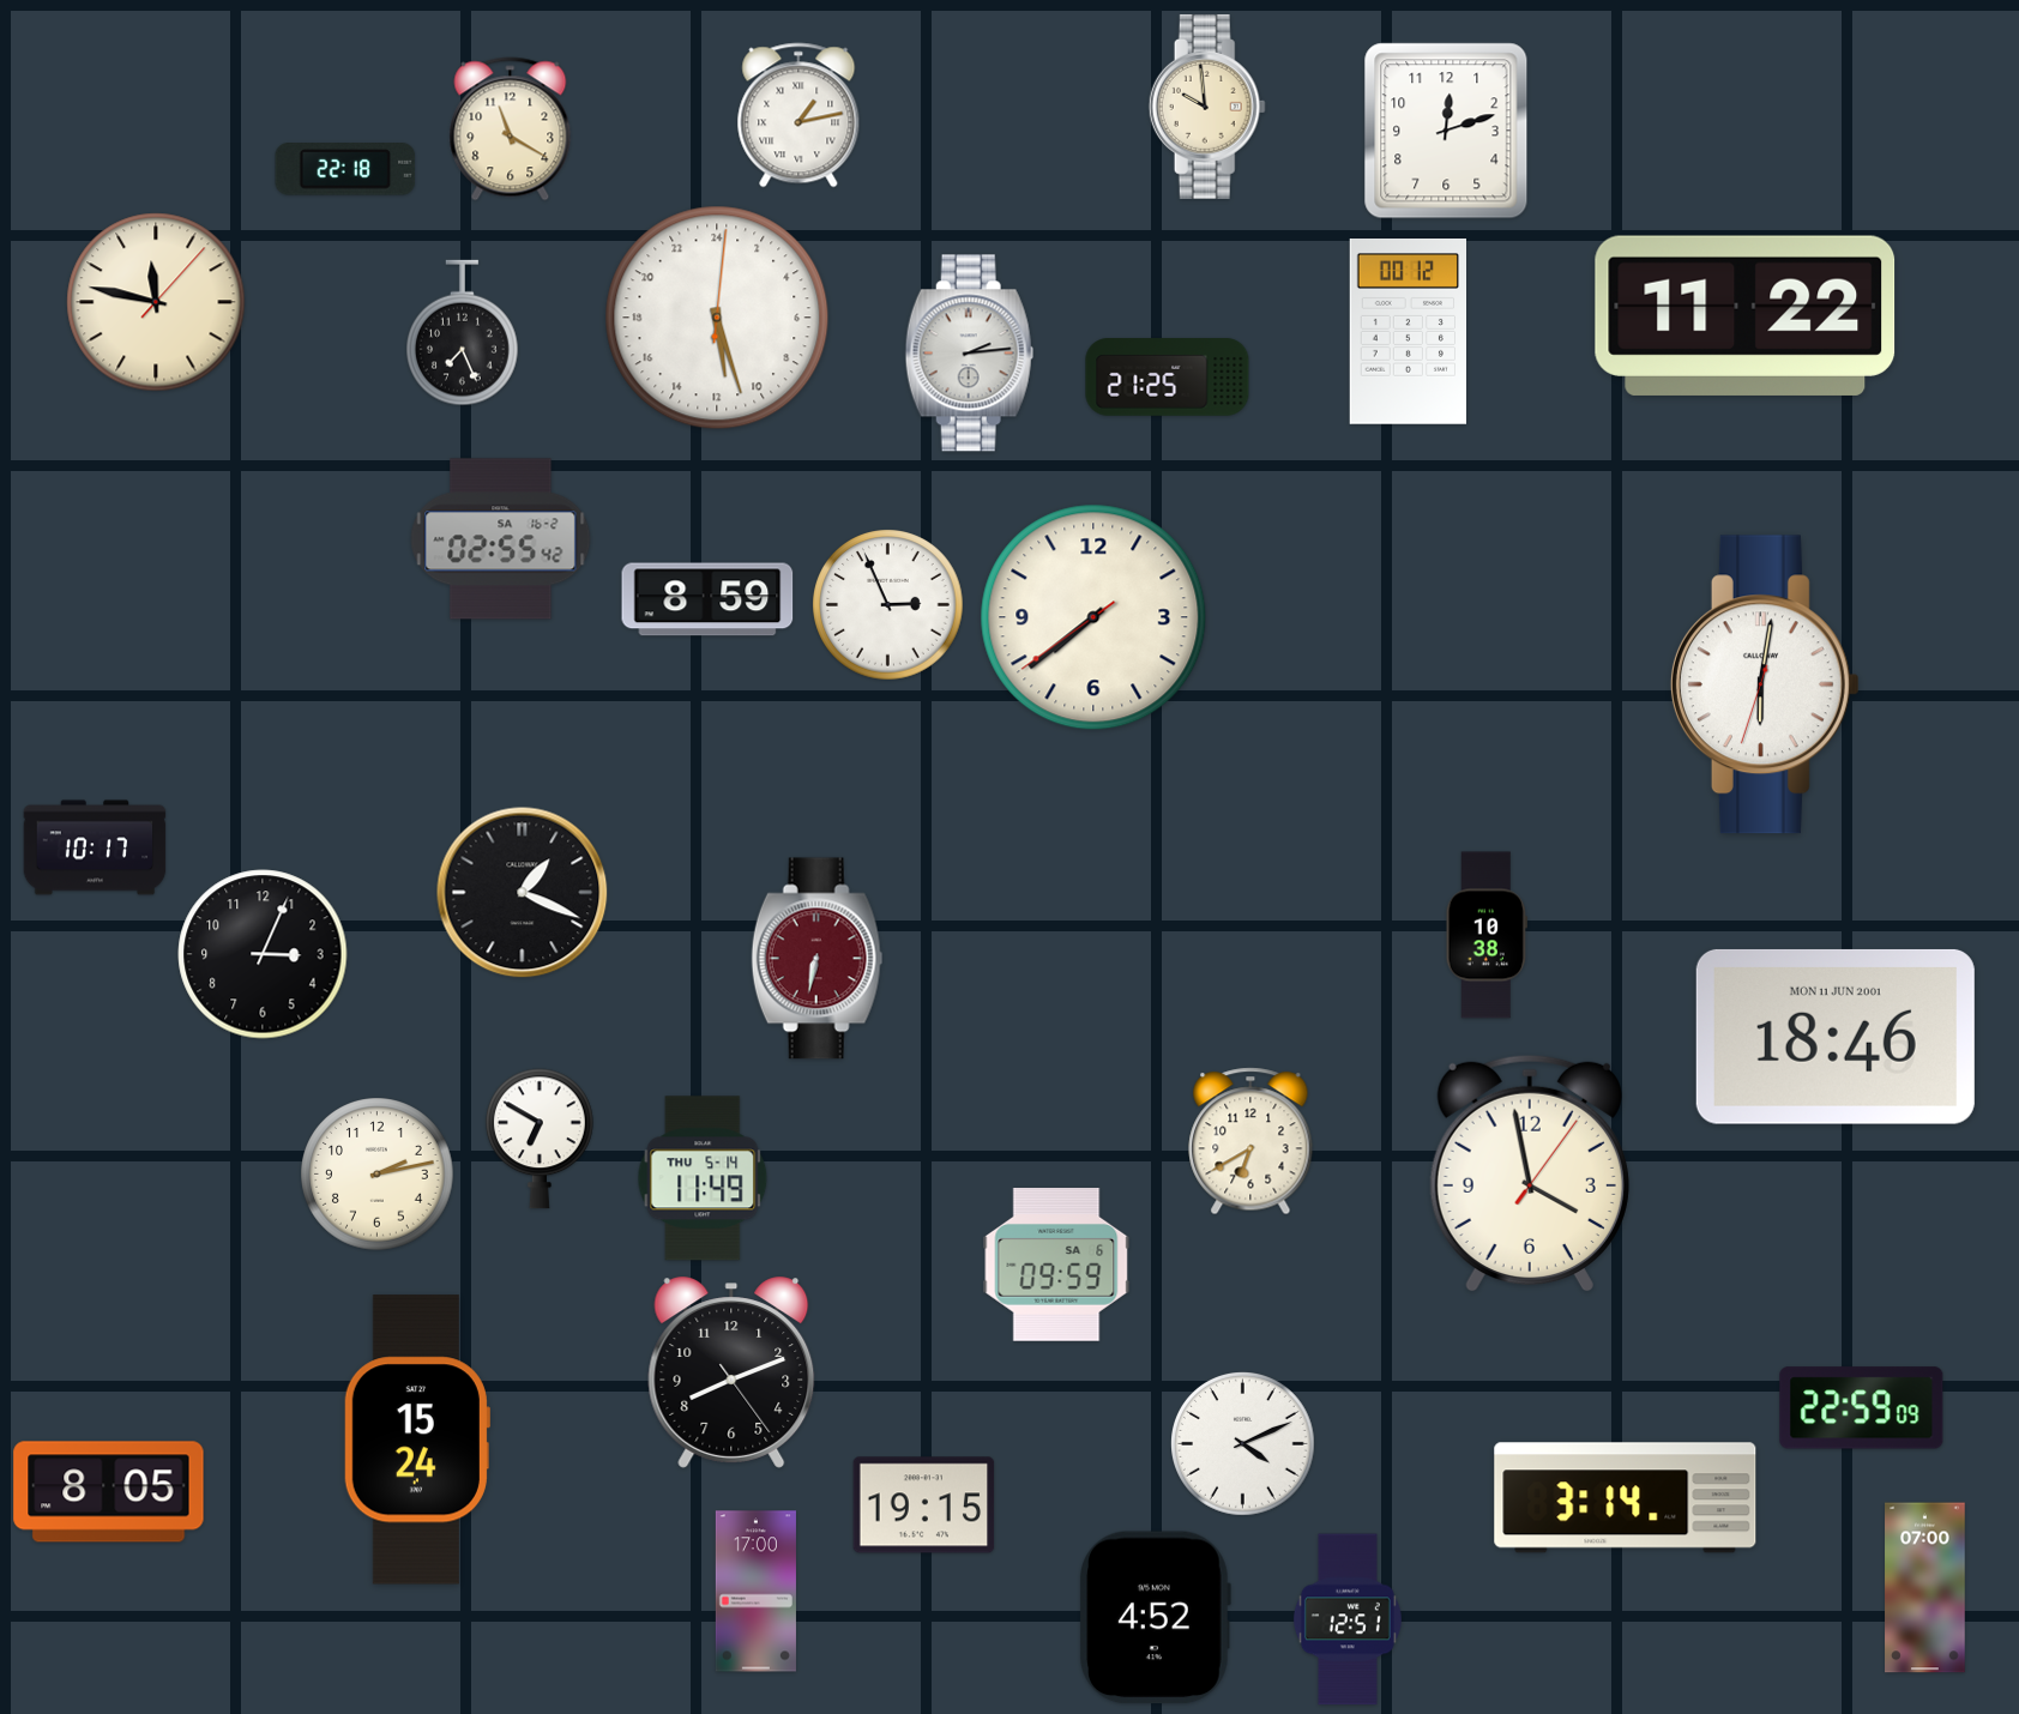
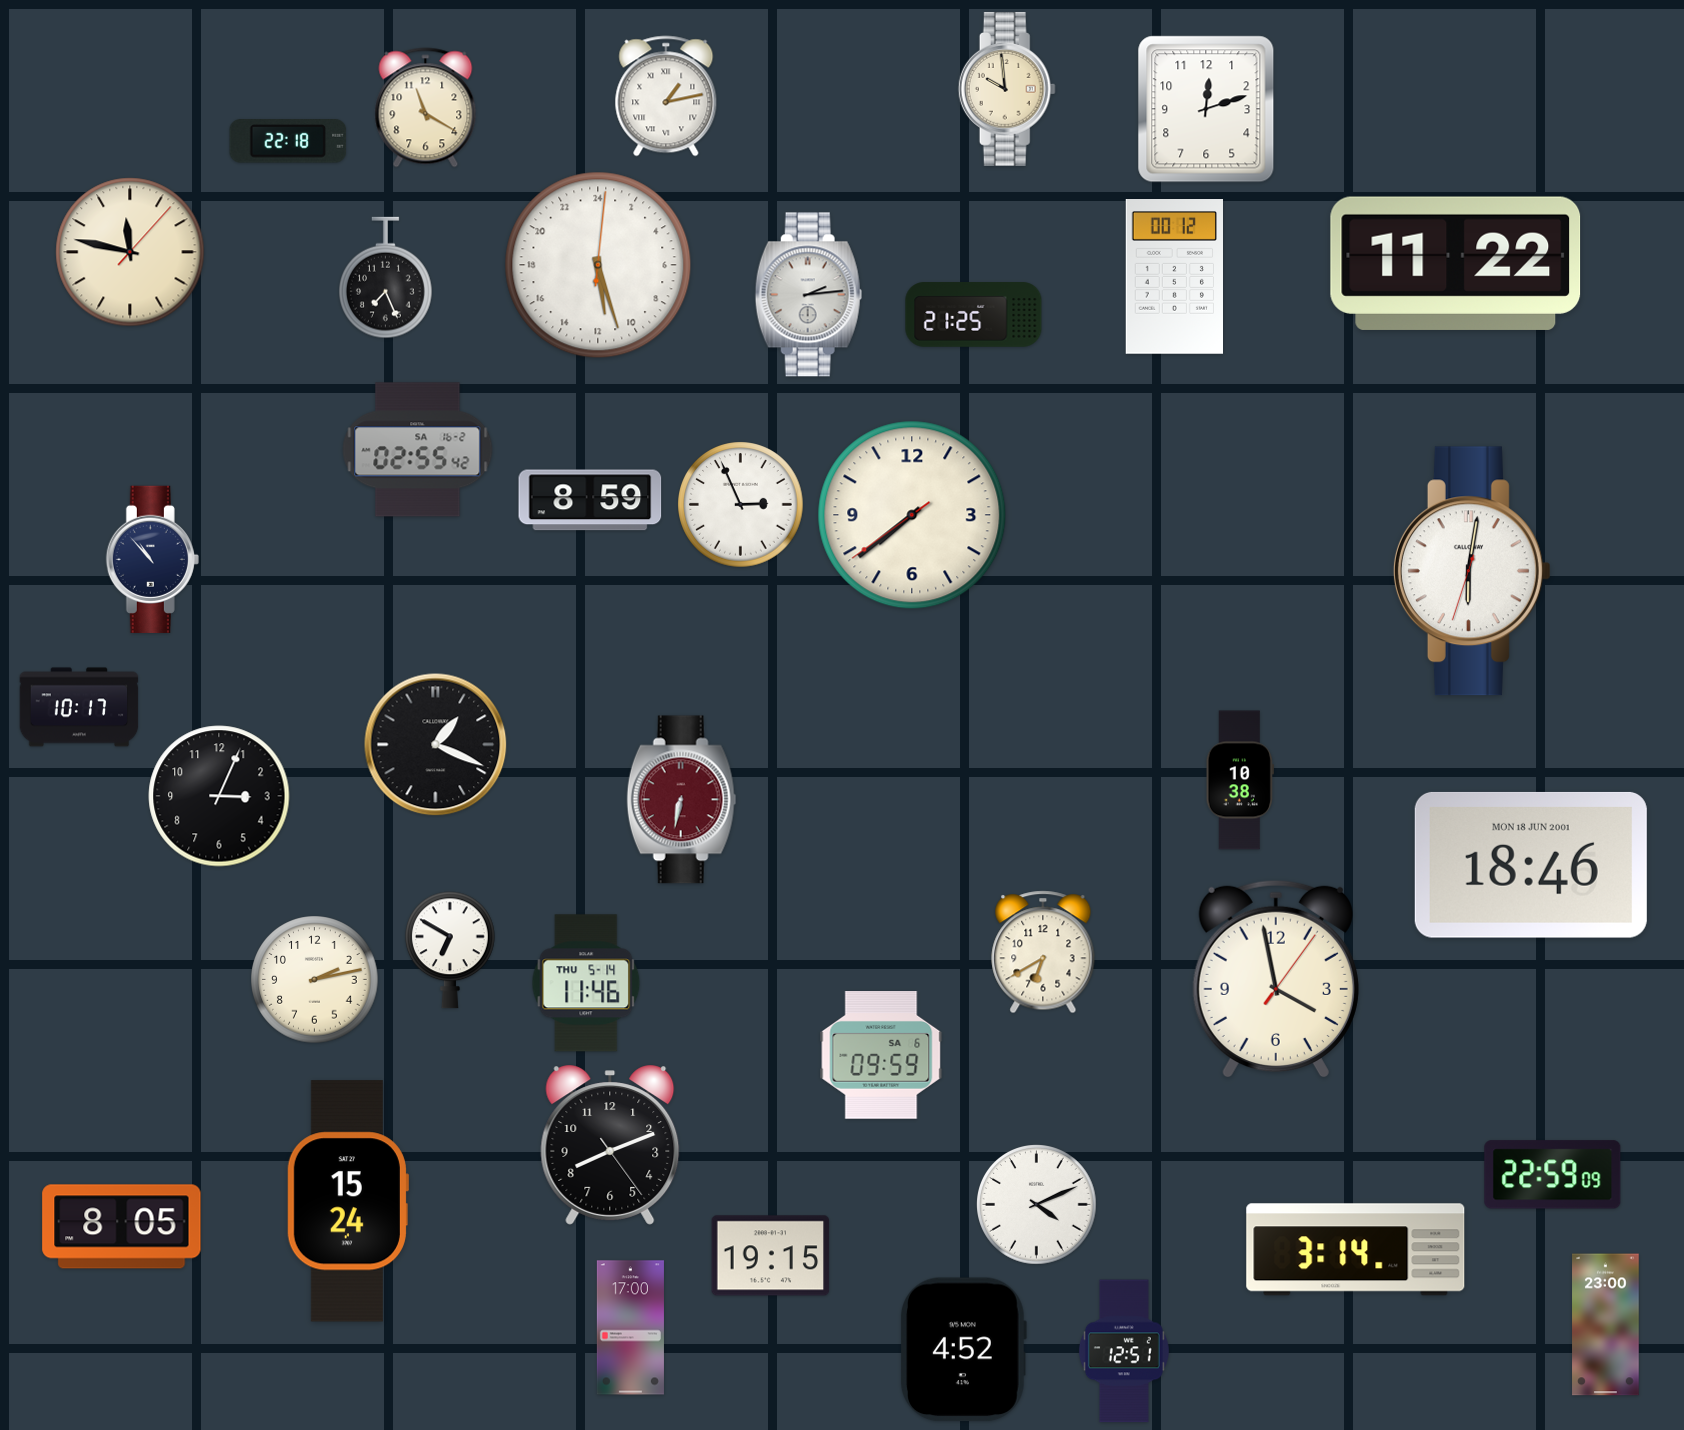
clock at (152, 559): none -> 10:53
clock at (1836, 1037) date: MON 11 JUN 2001 -> MON 18 JUN 2001
clock at (703, 1178): 11:49 -> 11:46
clock at (109, 1492) position: (109, 1492) -> (122, 1227)
clock at (1925, 1588): 07:00 -> 23:00
